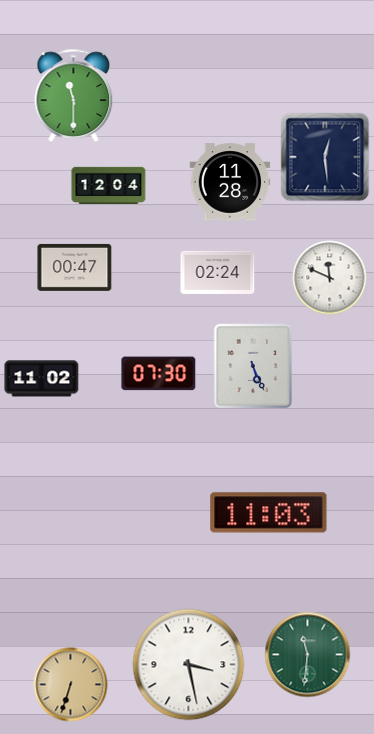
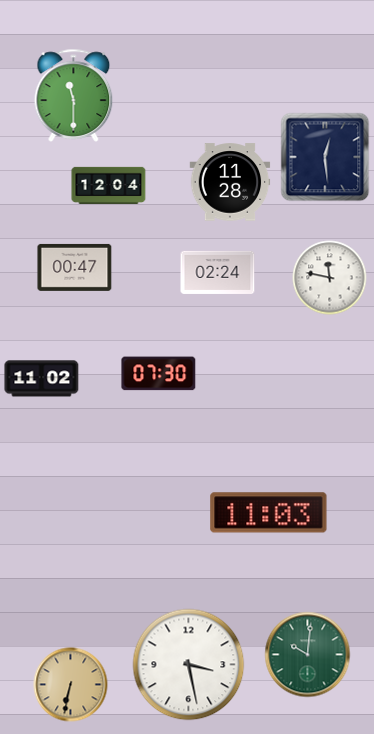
clock at (330, 278): 11:49 -> 11:47
clock at (253, 366): 5:26 -> none
clock at (308, 655): 11:31 -> 10:01
clock at (71, 685): 6:33 -> 6:32
